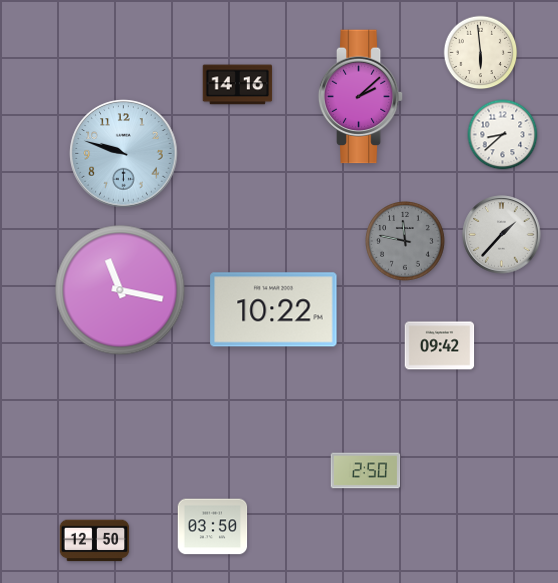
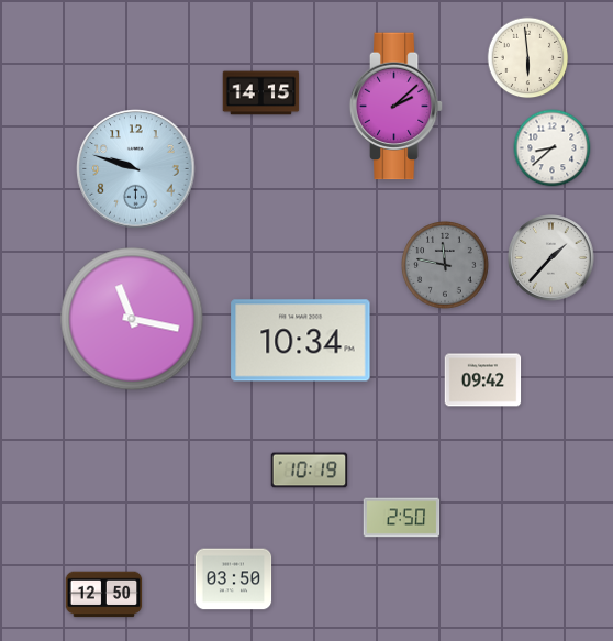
clock at (238, 85): 14:16 -> 14:15
clock at (274, 310): 10:22 -> 10:34
clock at (310, 471): none -> 10:19
